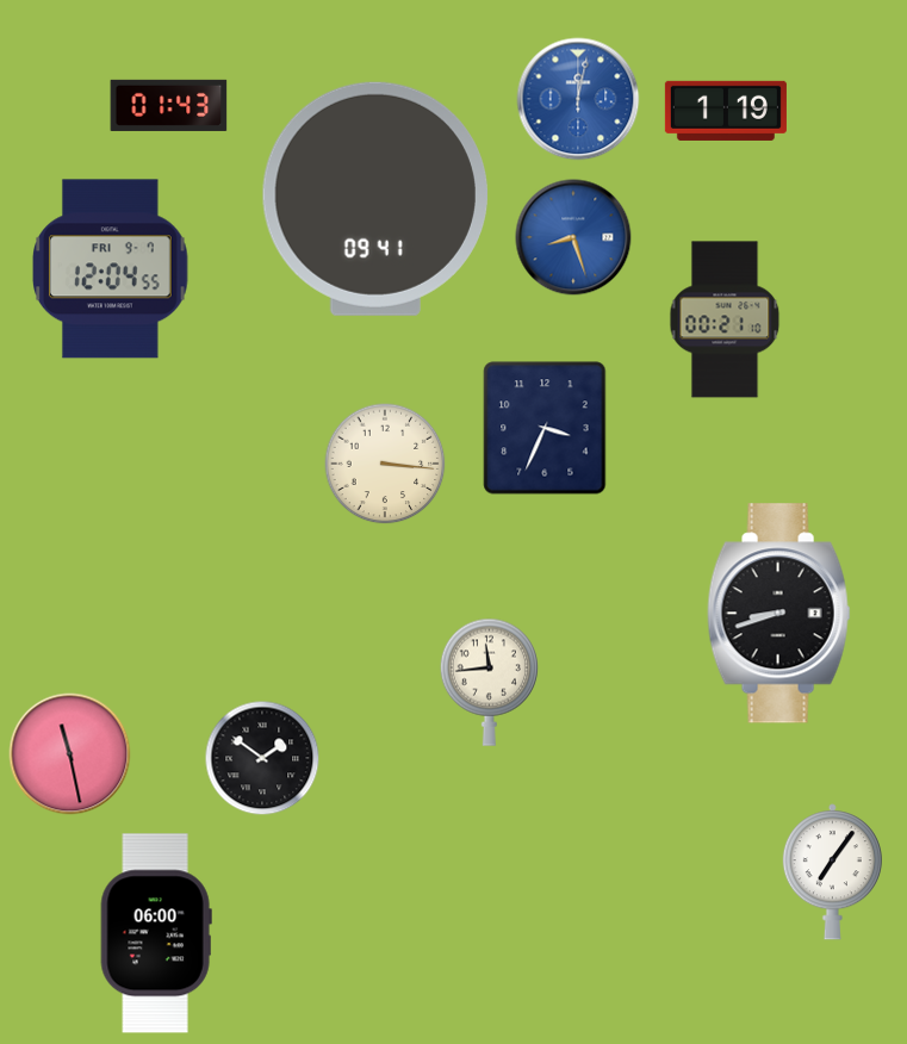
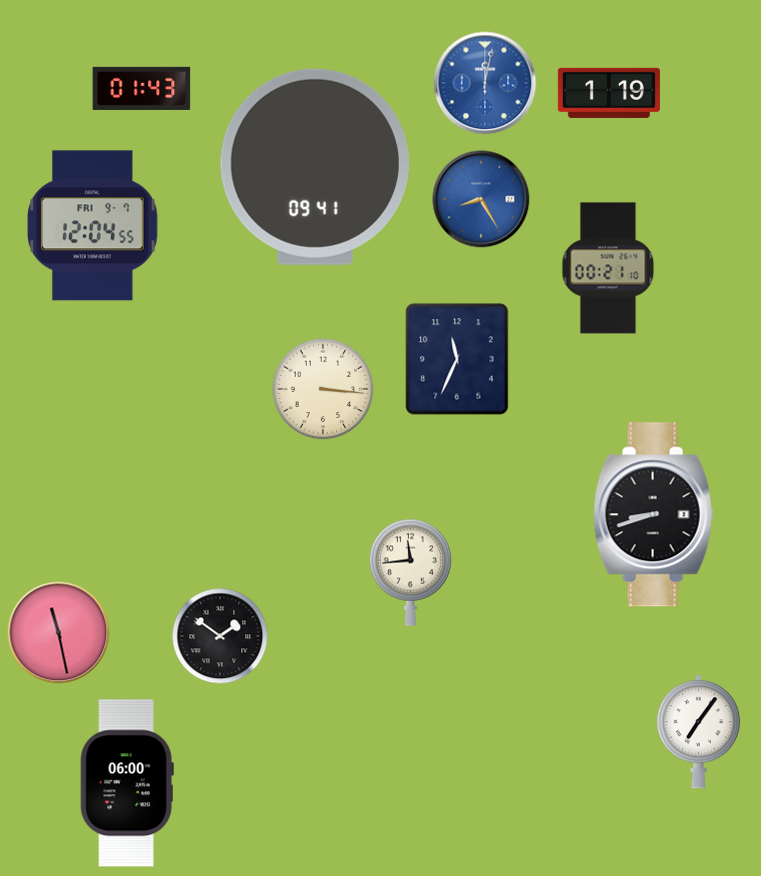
clock at (573, 237): 8:27 -> 8:25
clock at (545, 428): 3:34 -> 11:34
clock at (156, 933) position: (156, 933) -> (127, 783)
